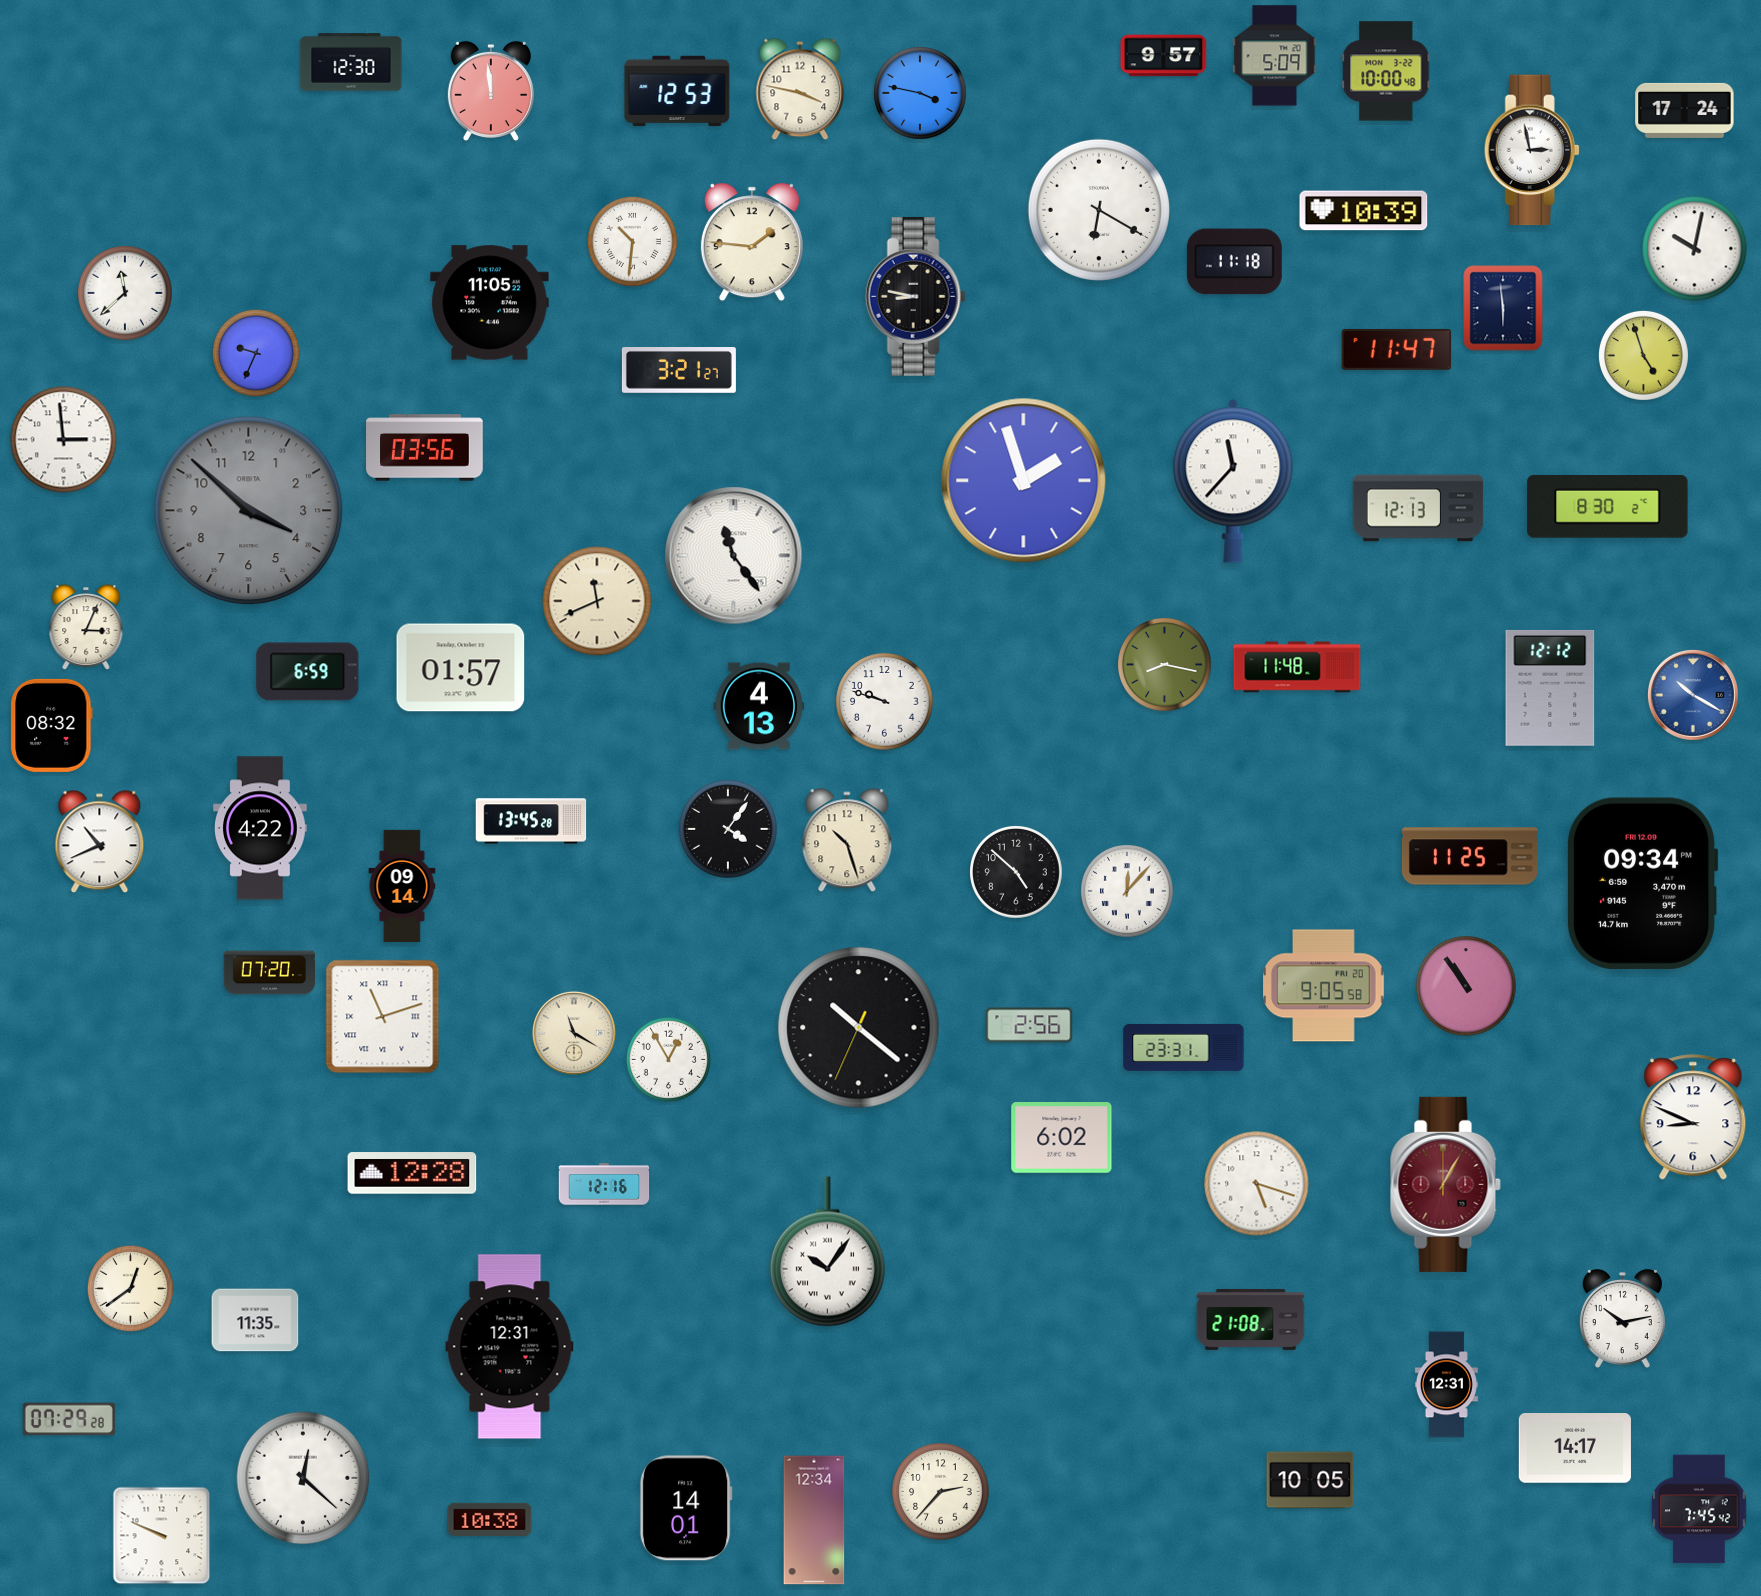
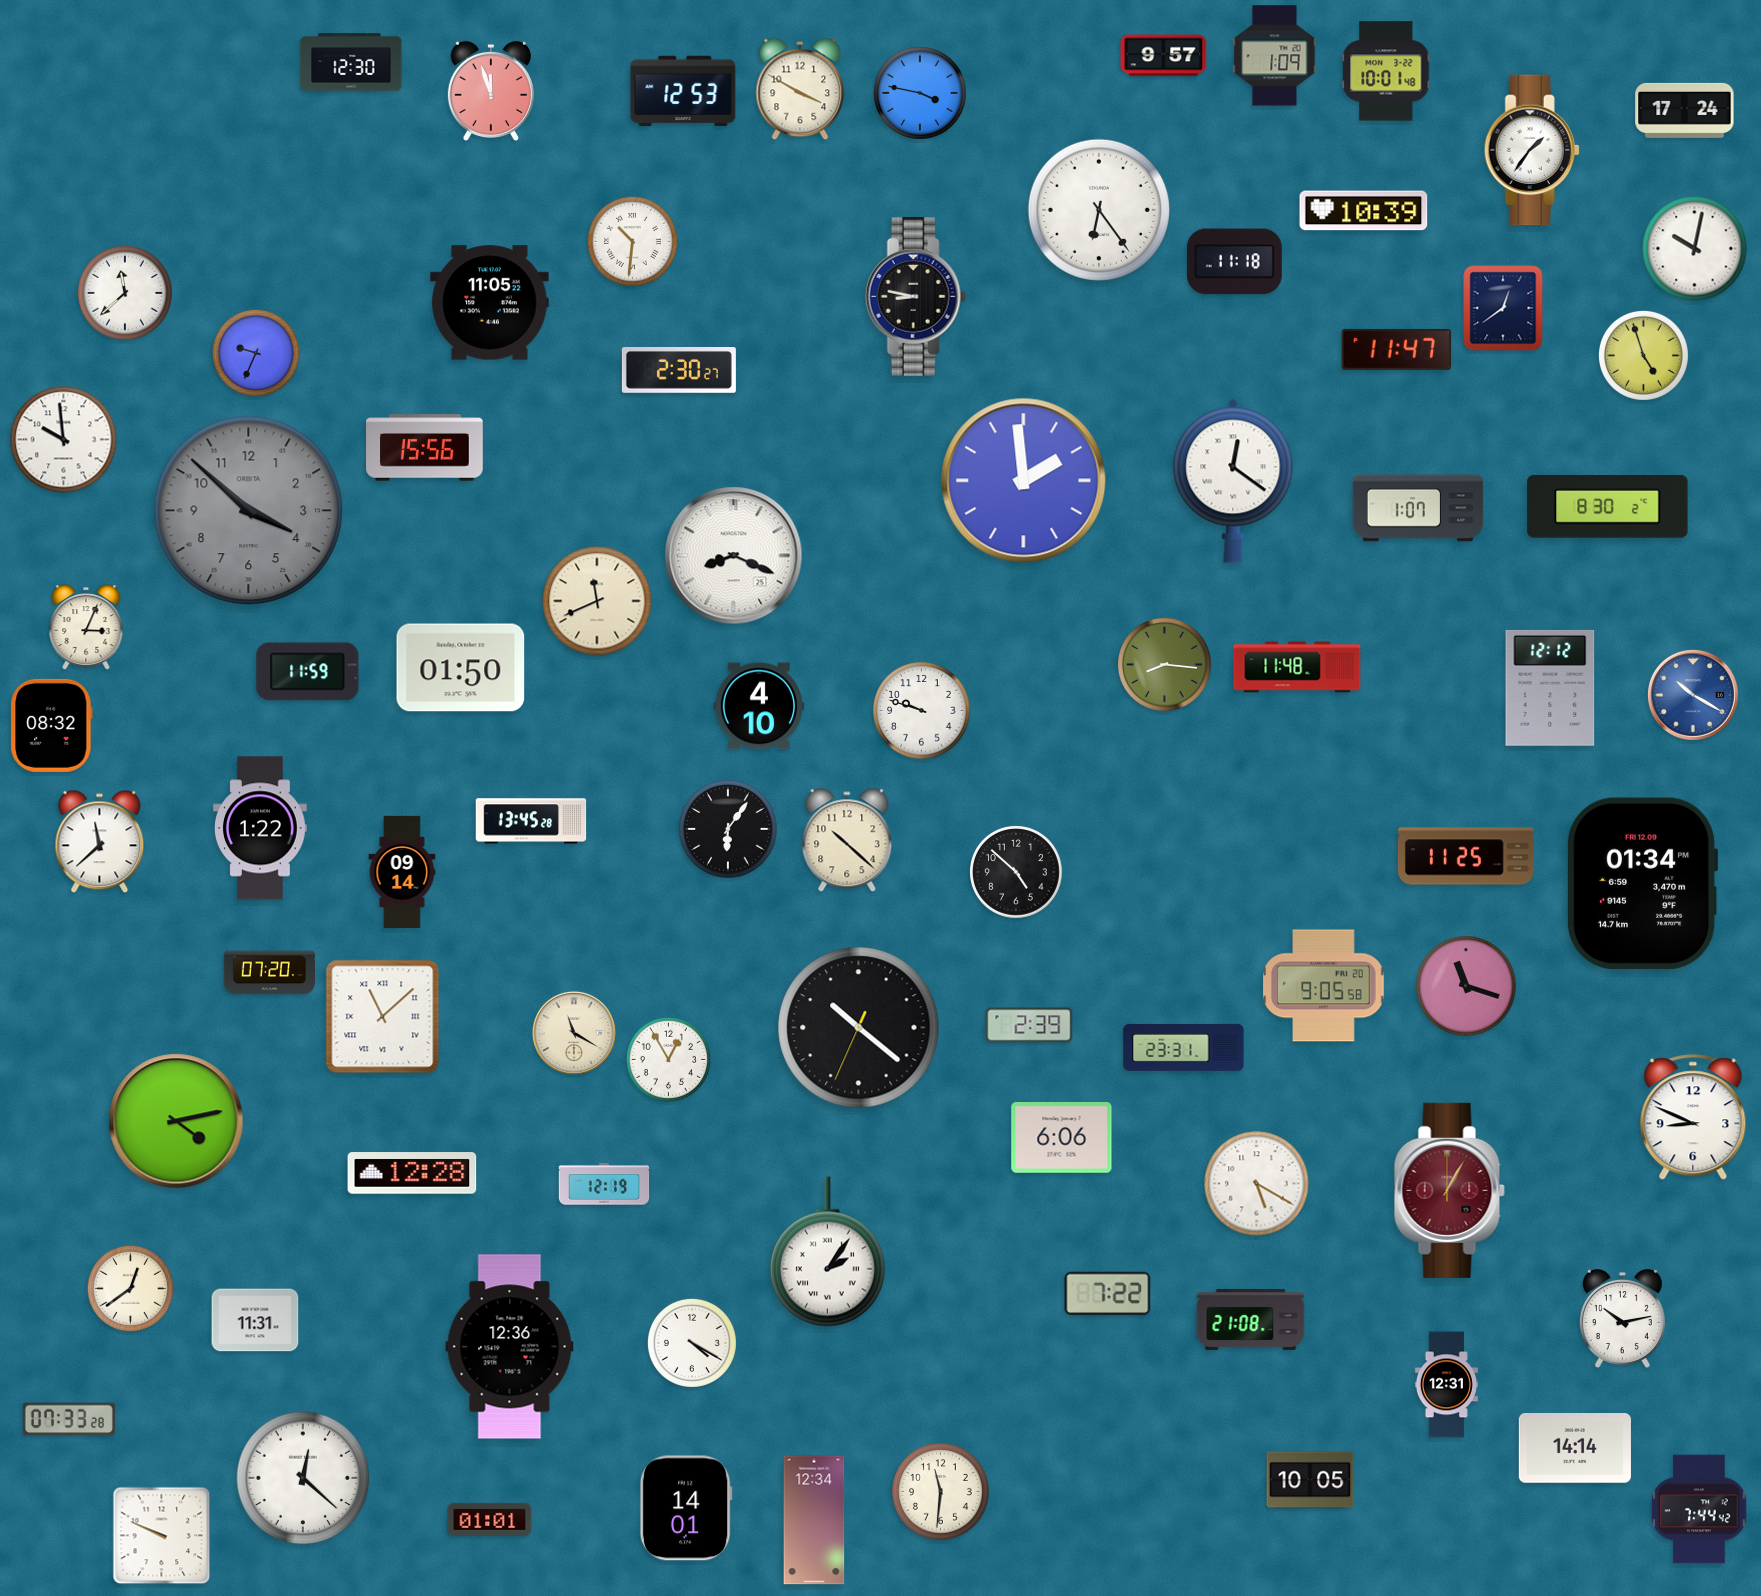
clock at (1275, 56): 5:09 -> 1:09
clock at (1386, 71): 10:00 -> 10:01
clock at (800, 89): 3:47 -> 3:50
clock at (491, 90): 11:59 -> 11:57
clock at (677, 91) position: (677, 91) -> (683, 91)
clock at (1532, 150): 2:58 -> 1:36
clock at (1099, 210): 6:20 -> 6:24
clock at (752, 242): 1:46 -> none
clock at (1503, 308): 5:59 -> 12:39
clock at (679, 371): 3:21 -> 2:30
clock at (64, 440): 2:59 -> 9:59
clock at (425, 448): 03:56 -> 15:56
clock at (1024, 481): 1:57 -> 1:59
clock at (1233, 481): 11:37 -> 12:21
clock at (1418, 508): 12:13 -> 1:07
clock at (734, 556): 11:24 -> 8:19
clock at (1165, 665): 8:17 -> 8:16
clock at (461, 668): 01:57 -> 01:50
clock at (308, 672): 6:59 -> 11:59
clock at (885, 702) position: (885, 702) -> (922, 711)
clock at (759, 706): 4:13 -> 4:10
clock at (261, 828): 4:22 -> 1:22
clock at (728, 829): 4:06 -> 6:06
clock at (847, 841): 10:27 -> 10:22
clock at (100, 842): 10:41 -> 11:38
clock at (1470, 856) position: (1470, 856) -> (1466, 856)
clock at (1642, 883): 09:34 -> 01:34
clock at (402, 885) position: (402, 885) -> (402, 871)
clock at (1128, 892): 12:07 -> none
clock at (1466, 986): 10:54 -> 11:18
clock at (383, 1017): 11:12 -> 11:08
clock at (1029, 1025): 2:56 -> 2:39
clock at (176, 1121): none -> 4:13
clock at (1062, 1138): 6:02 -> 6:06
clock at (604, 1184): 12:16 -> 12:19
clock at (1257, 1184): 5:18 -> 5:20
clock at (1445, 1184) position: (1445, 1184) -> (1449, 1190)
clock at (827, 1252): 10:06 -> 2:06
clock at (1108, 1293): none -> 7:22
clock at (255, 1320): 11:35 -> 11:31
clock at (692, 1343): none -> 4:20
clock at (510, 1347): 12:31 -> 12:36
clock at (69, 1419): 07:29 -> 07:33
clock at (1575, 1448): 14:17 -> 14:14
clock at (941, 1492): 2:37 -> 11:31
clock at (1699, 1509): 7:45 -> 7:44
clock at (490, 1519): 10:38 -> 01:01
